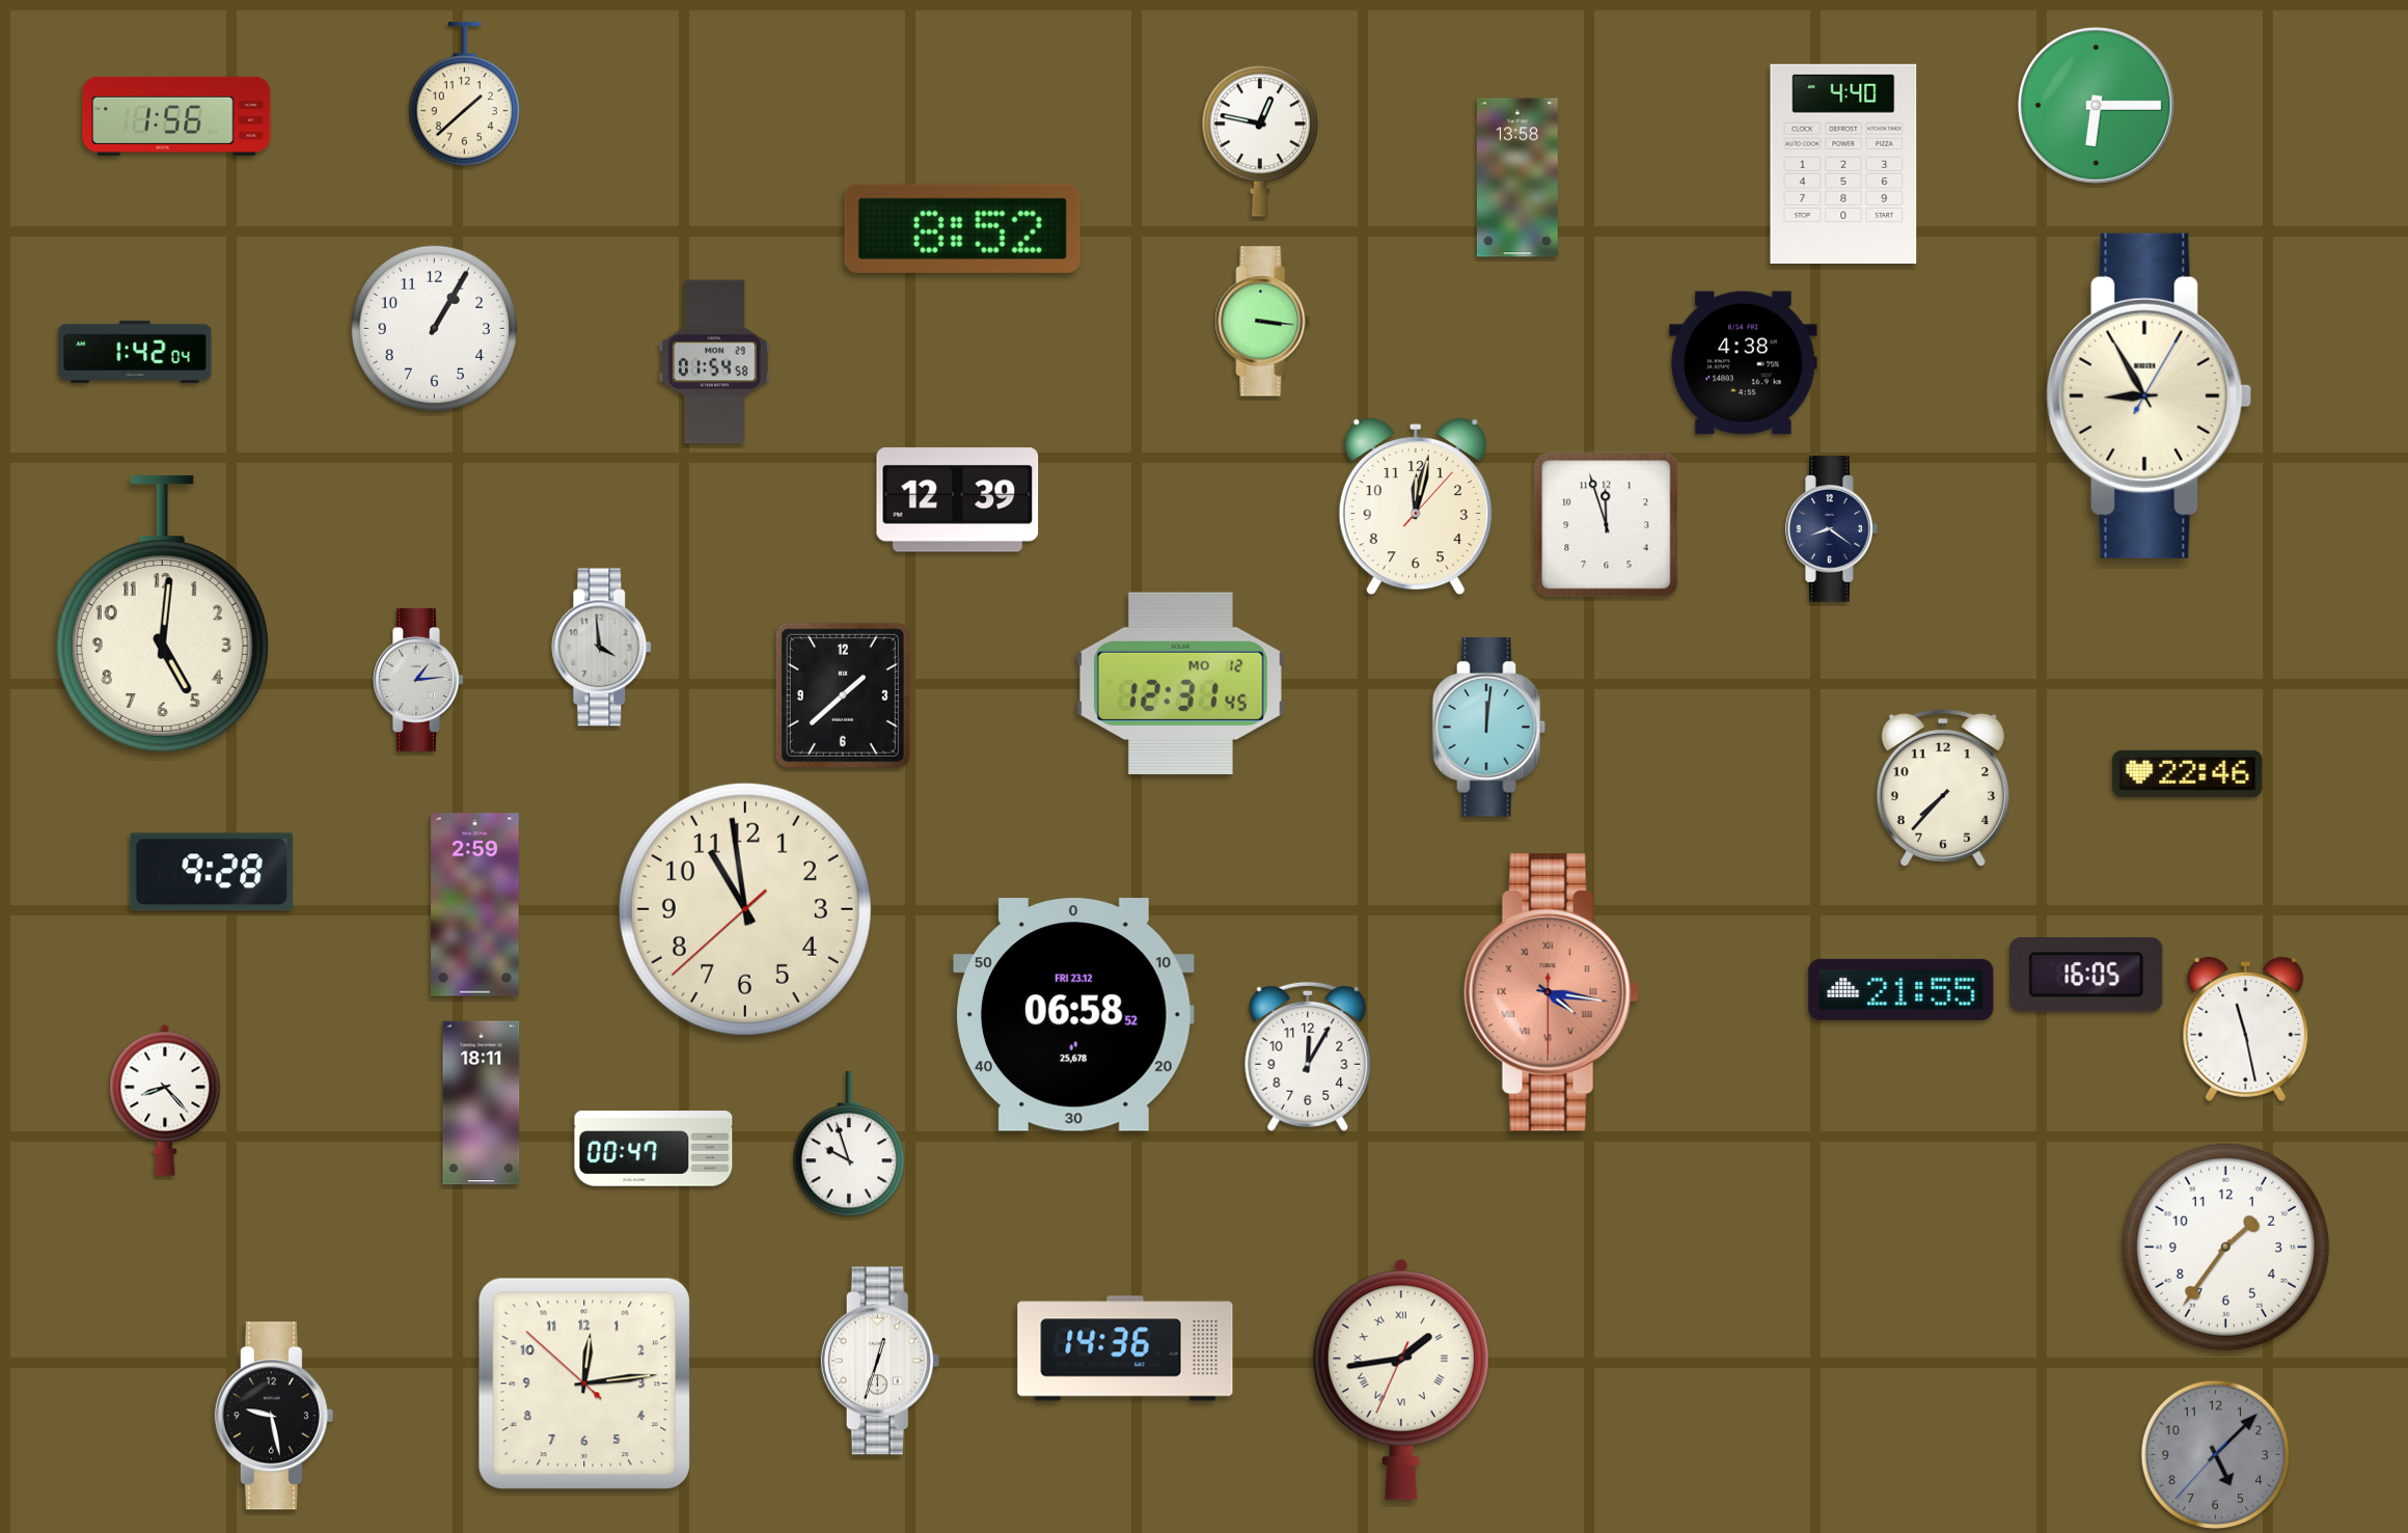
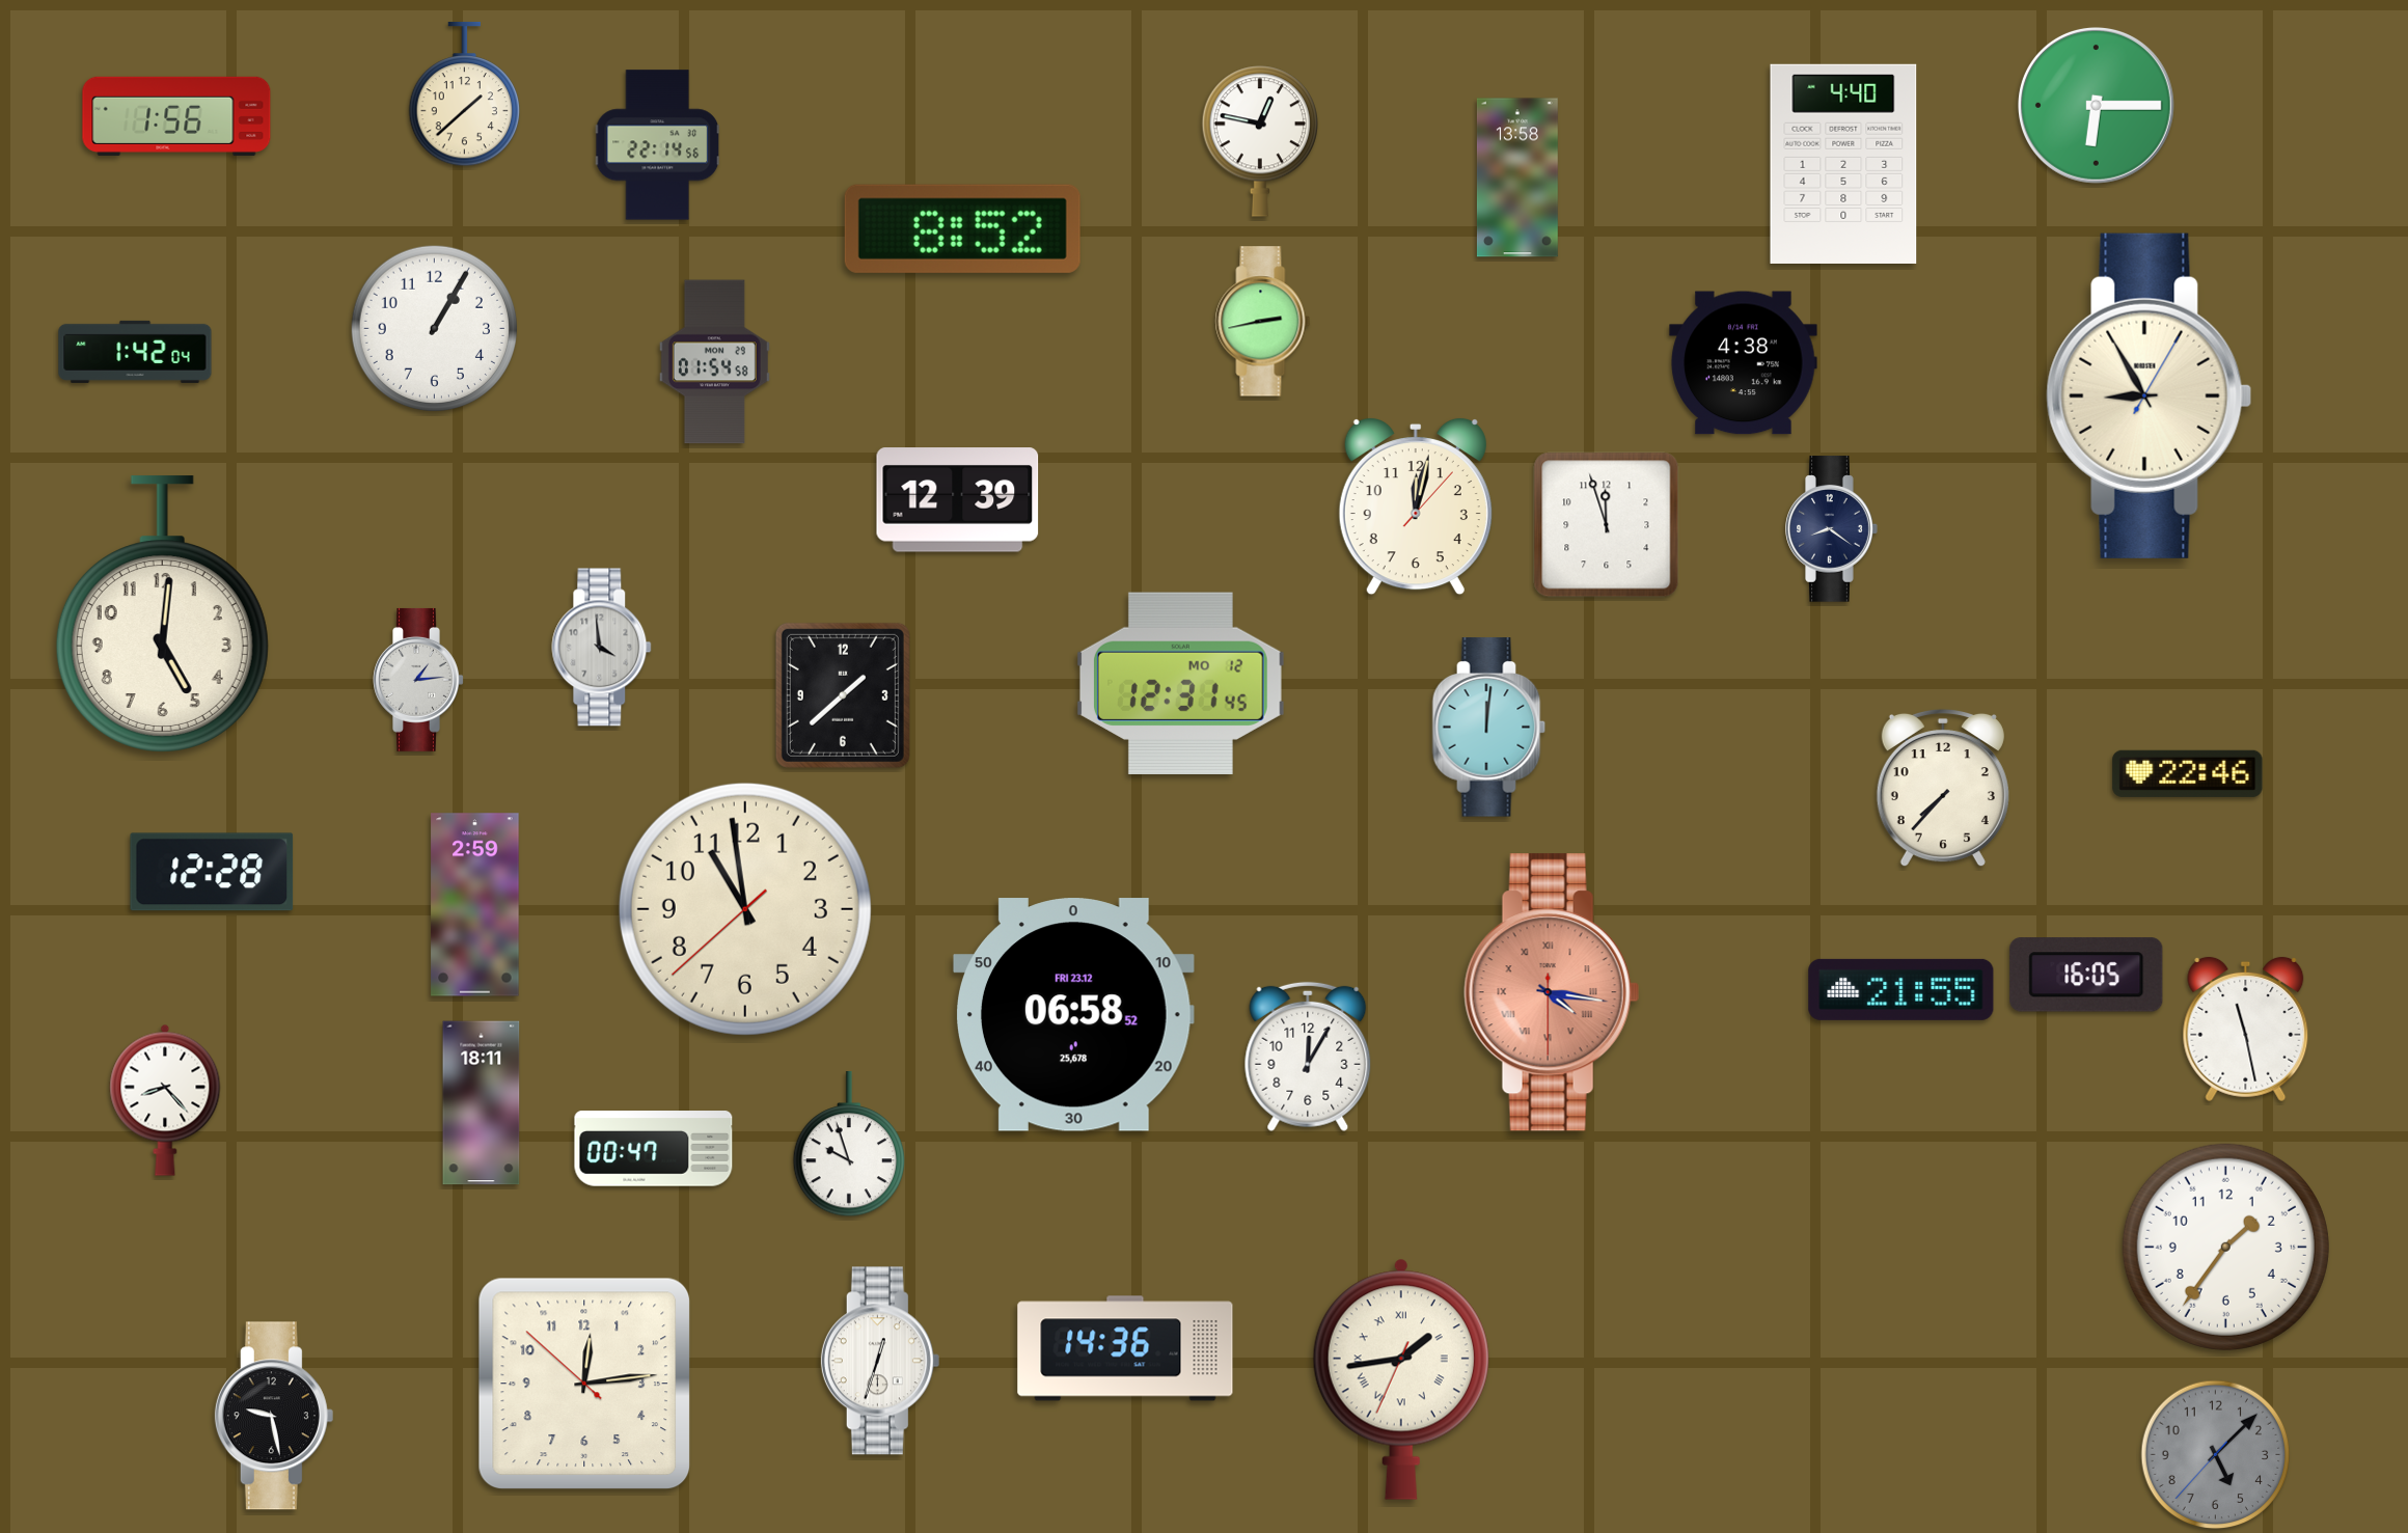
clock at (658, 145): none -> 22:14
clock at (1263, 322): 3:16 -> 2:43
clock at (212, 872): 9:28 -> 12:28
